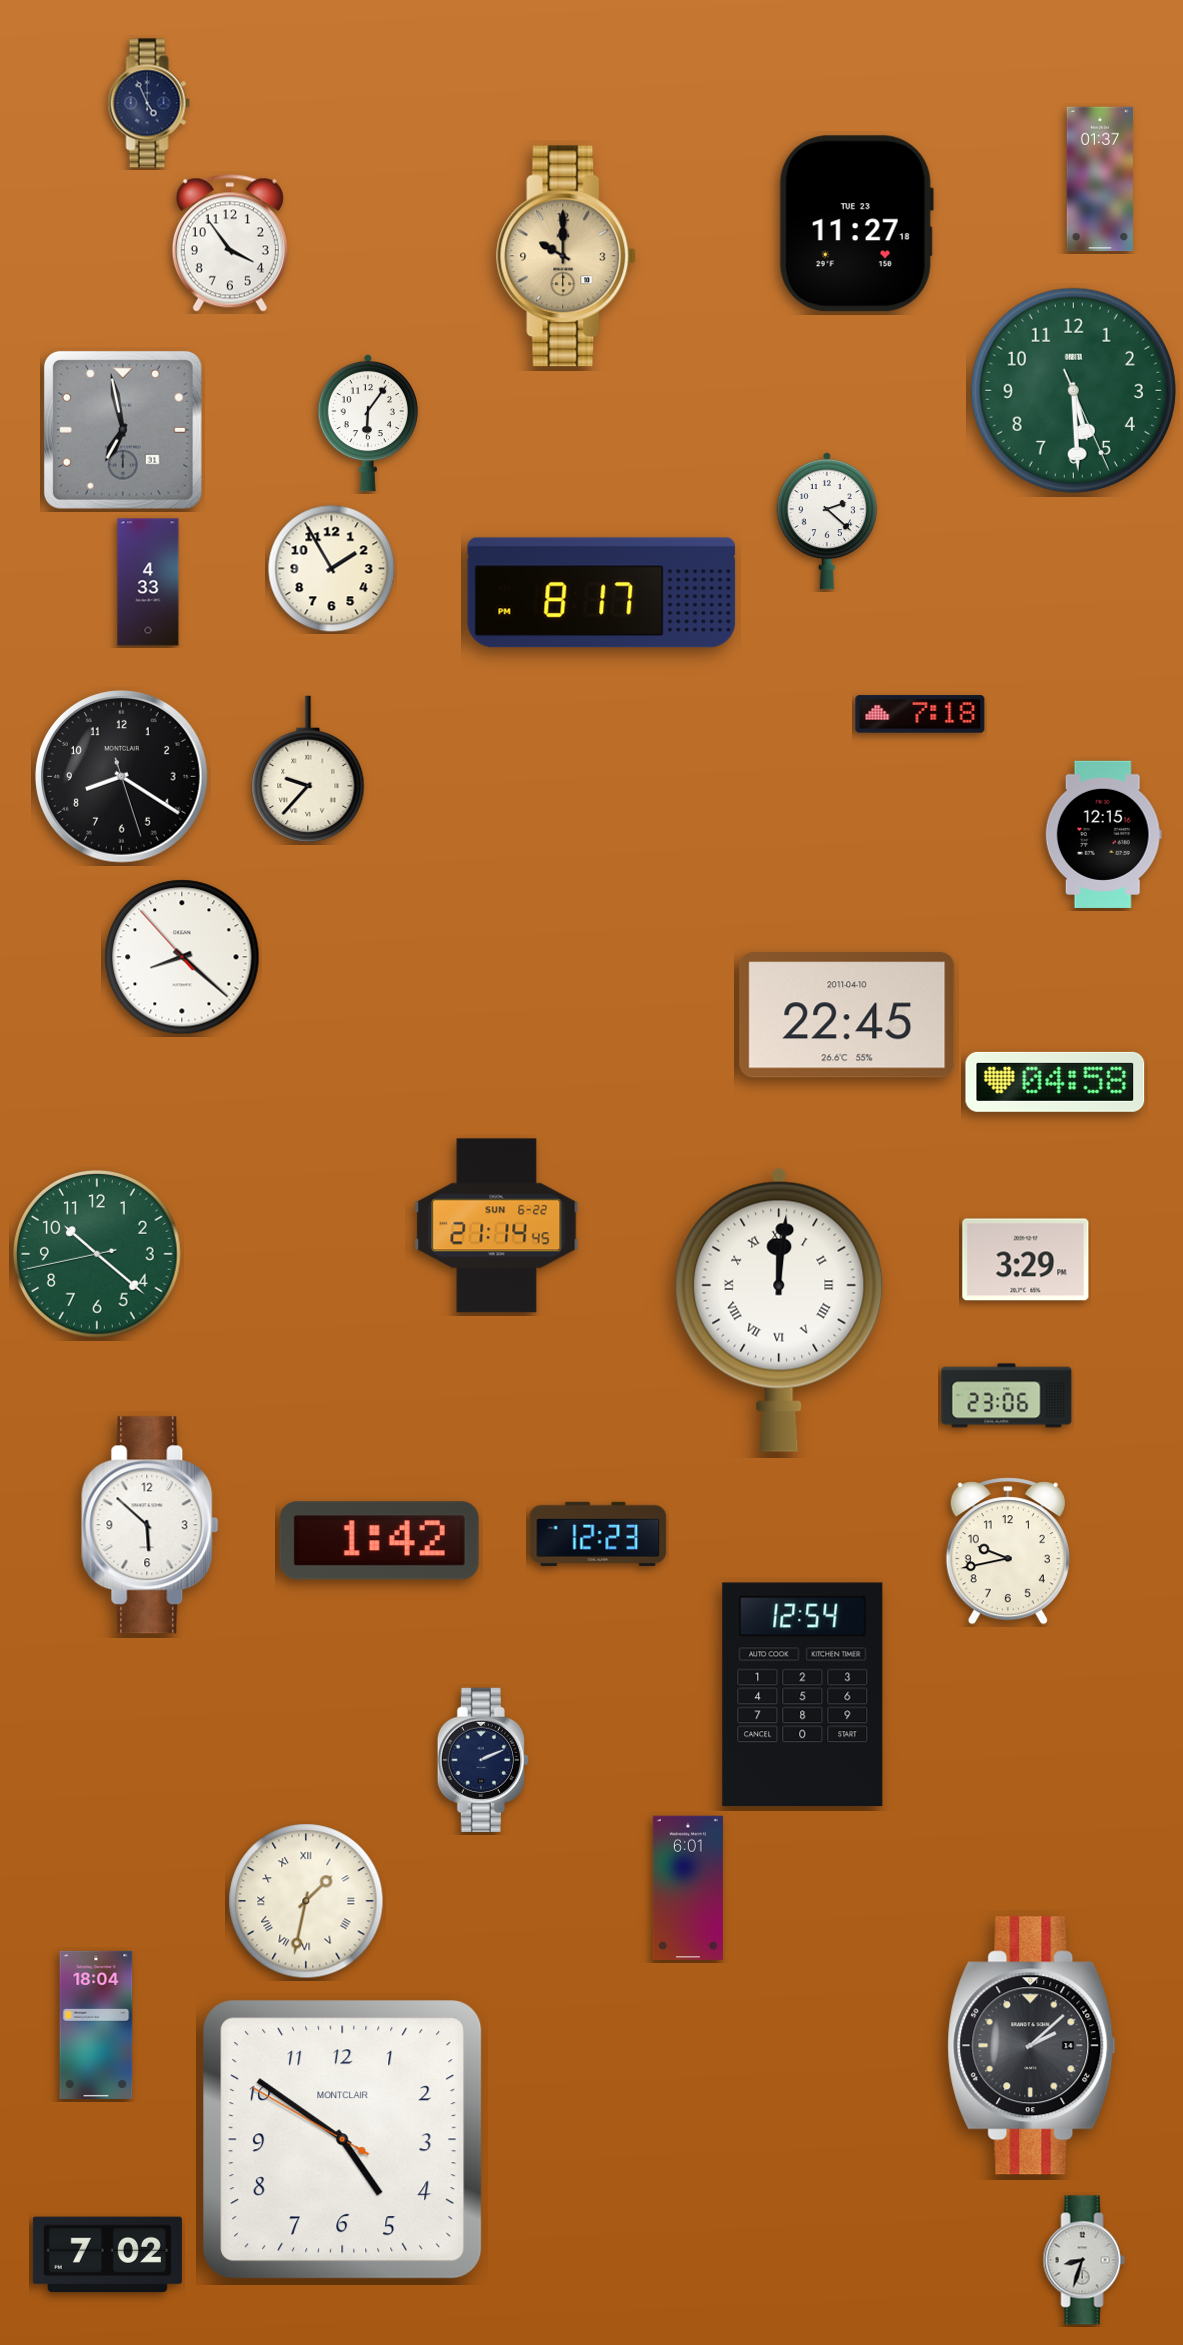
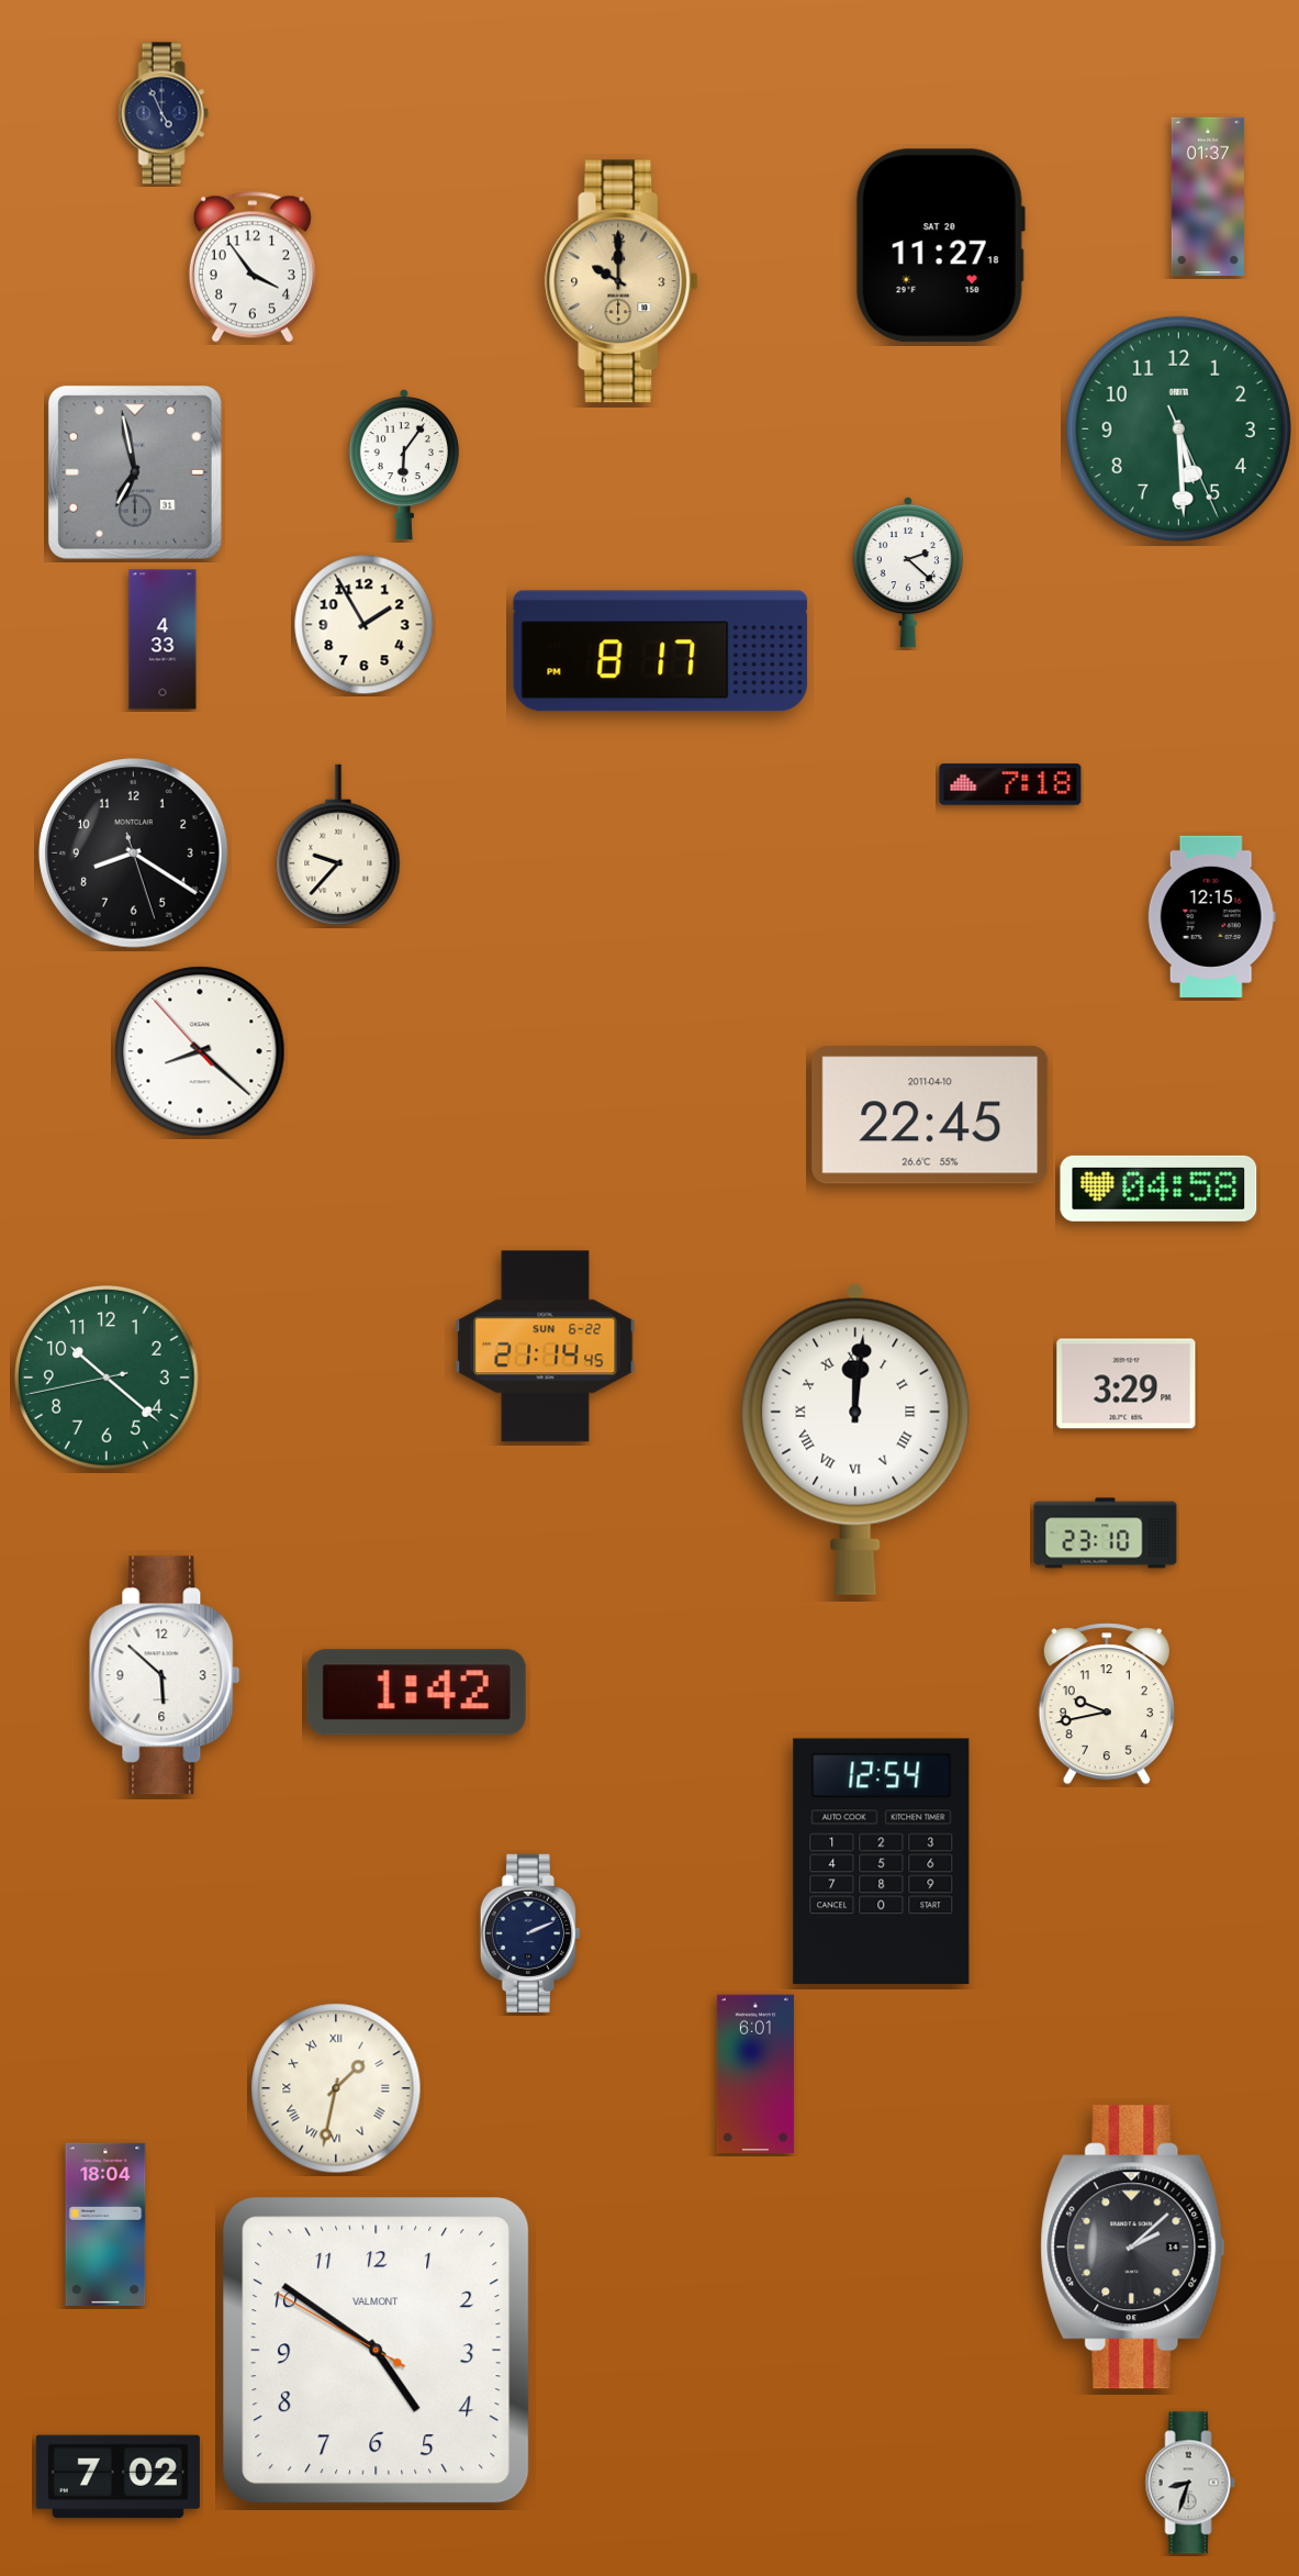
clock at (856, 224) date: TUE 23 -> SAT 20
clock at (1007, 1396): 23:06 -> 23:10
clock at (598, 1534): 12:23 -> none
clock at (343, 2140) brand: MONTCLAIR -> VALMONT
